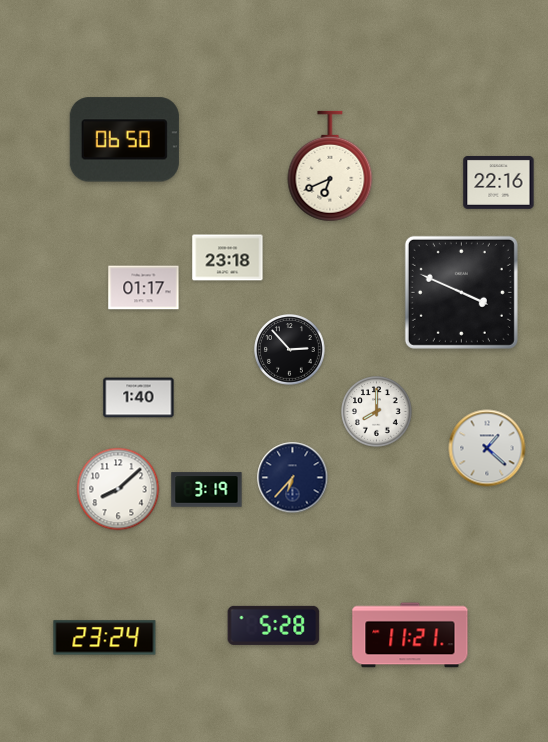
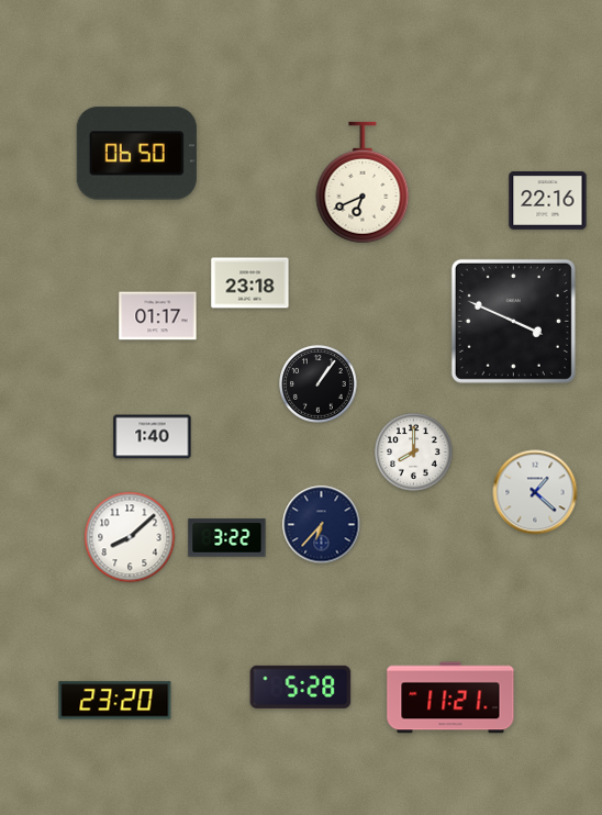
clock at (461, 292) position: (461, 292) -> (513, 321)
clock at (290, 350): 2:53 -> 1:06
clock at (207, 490): 3:19 -> 3:22
clock at (105, 638): 23:24 -> 23:20
